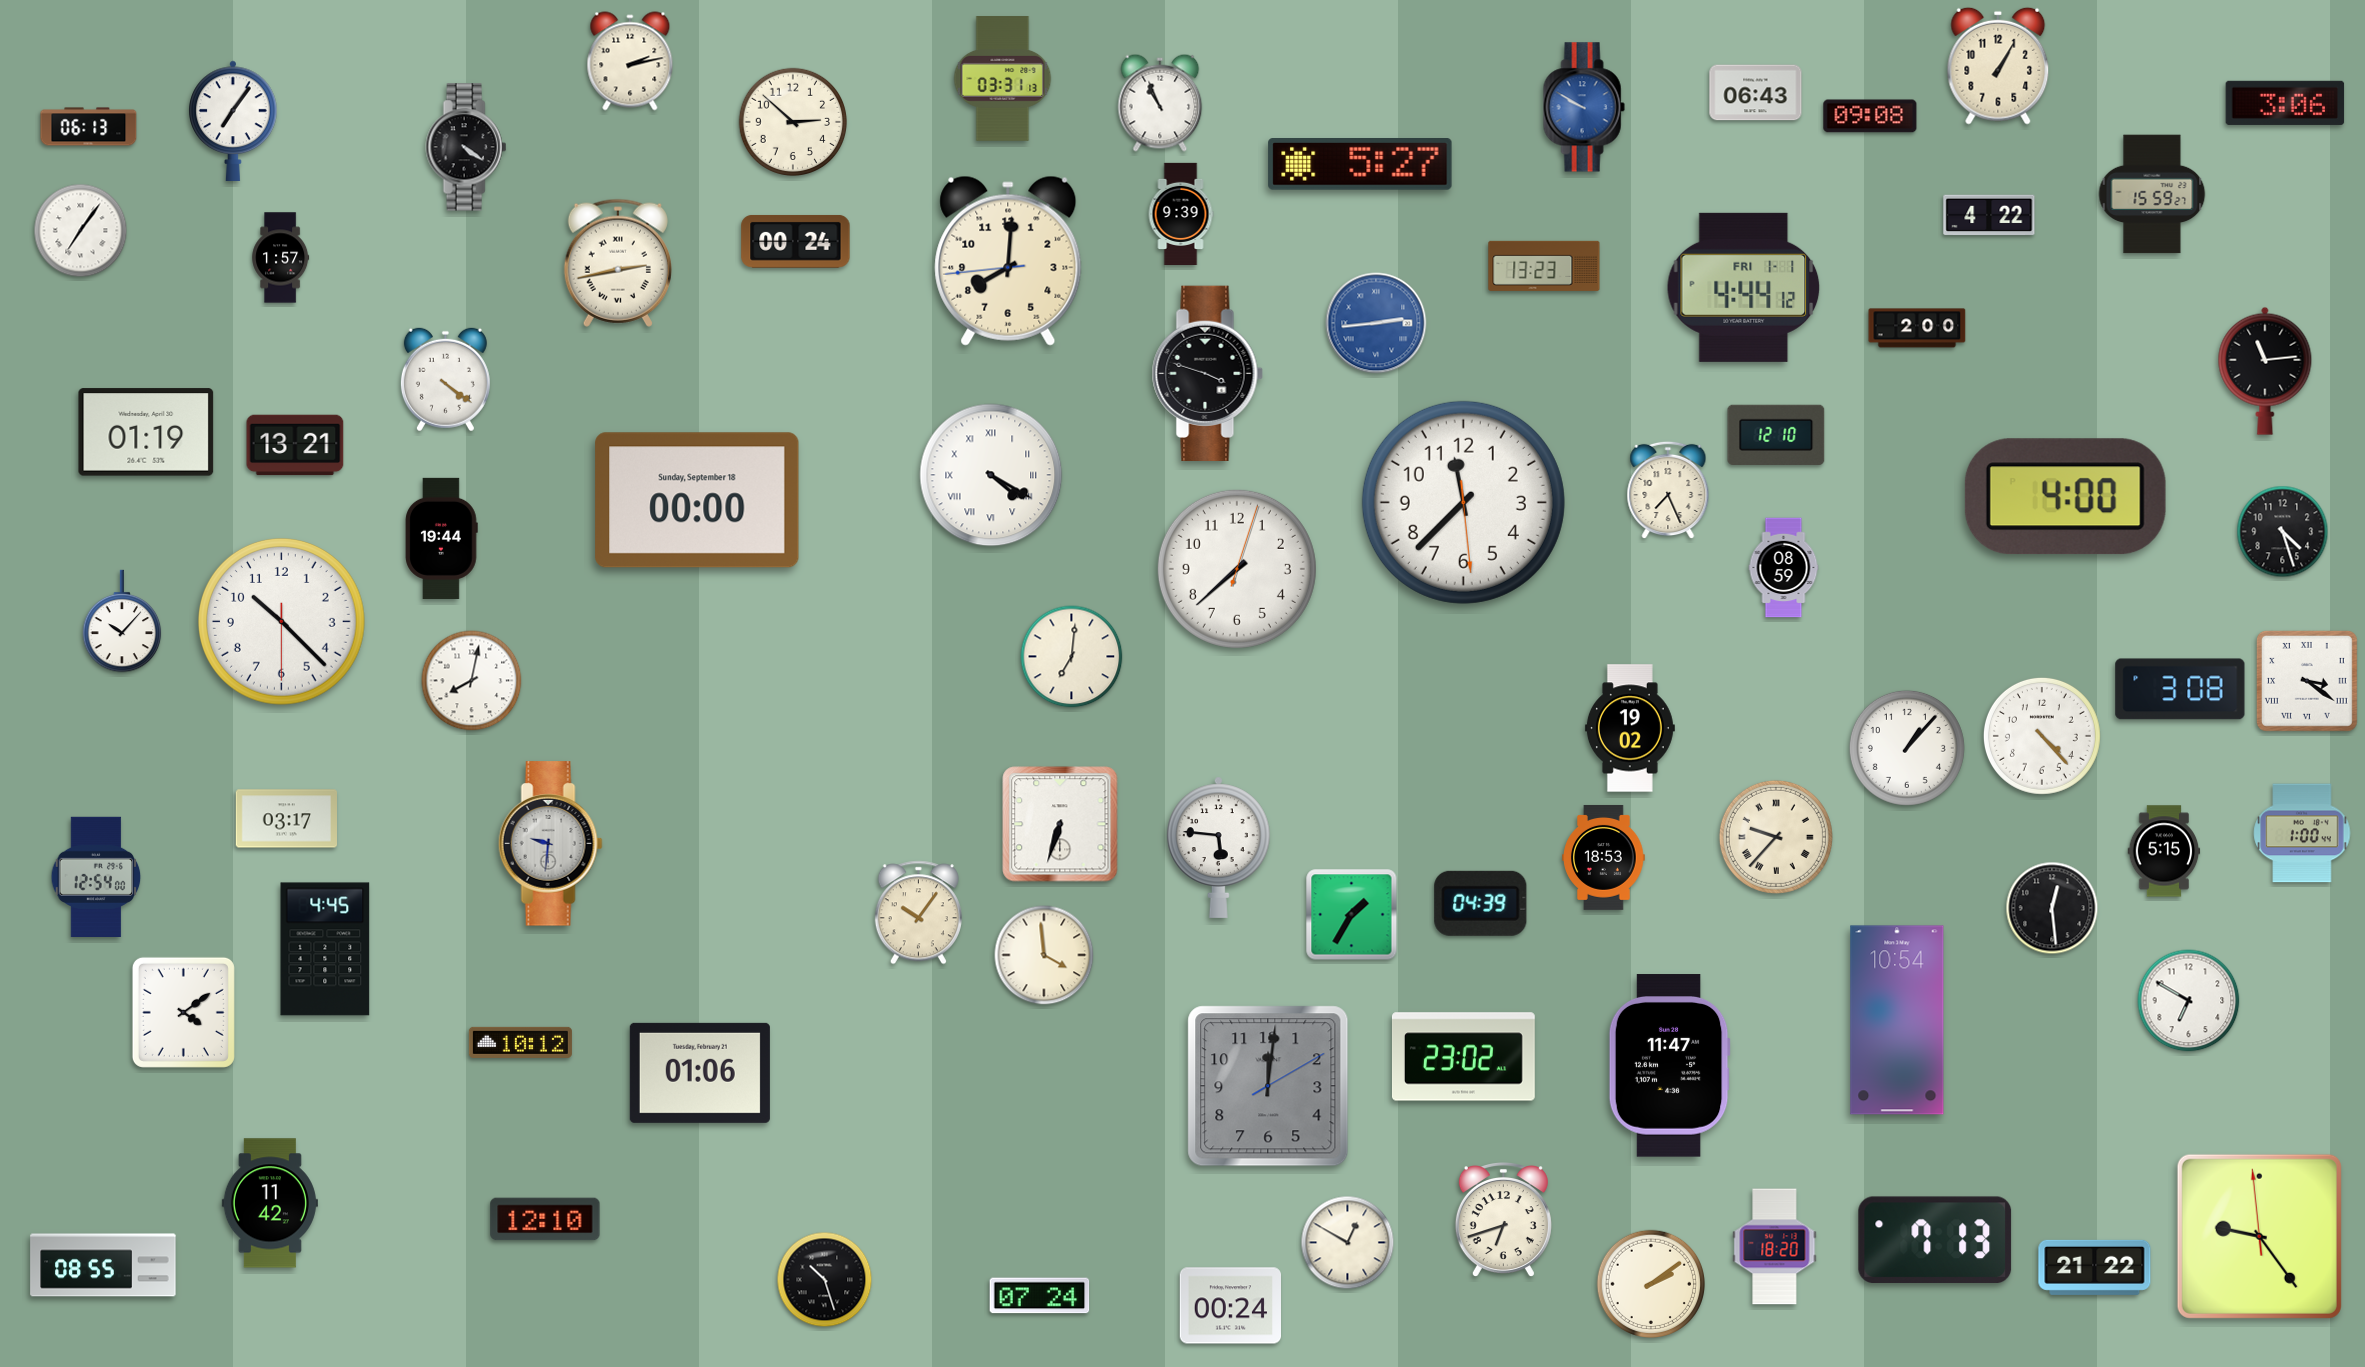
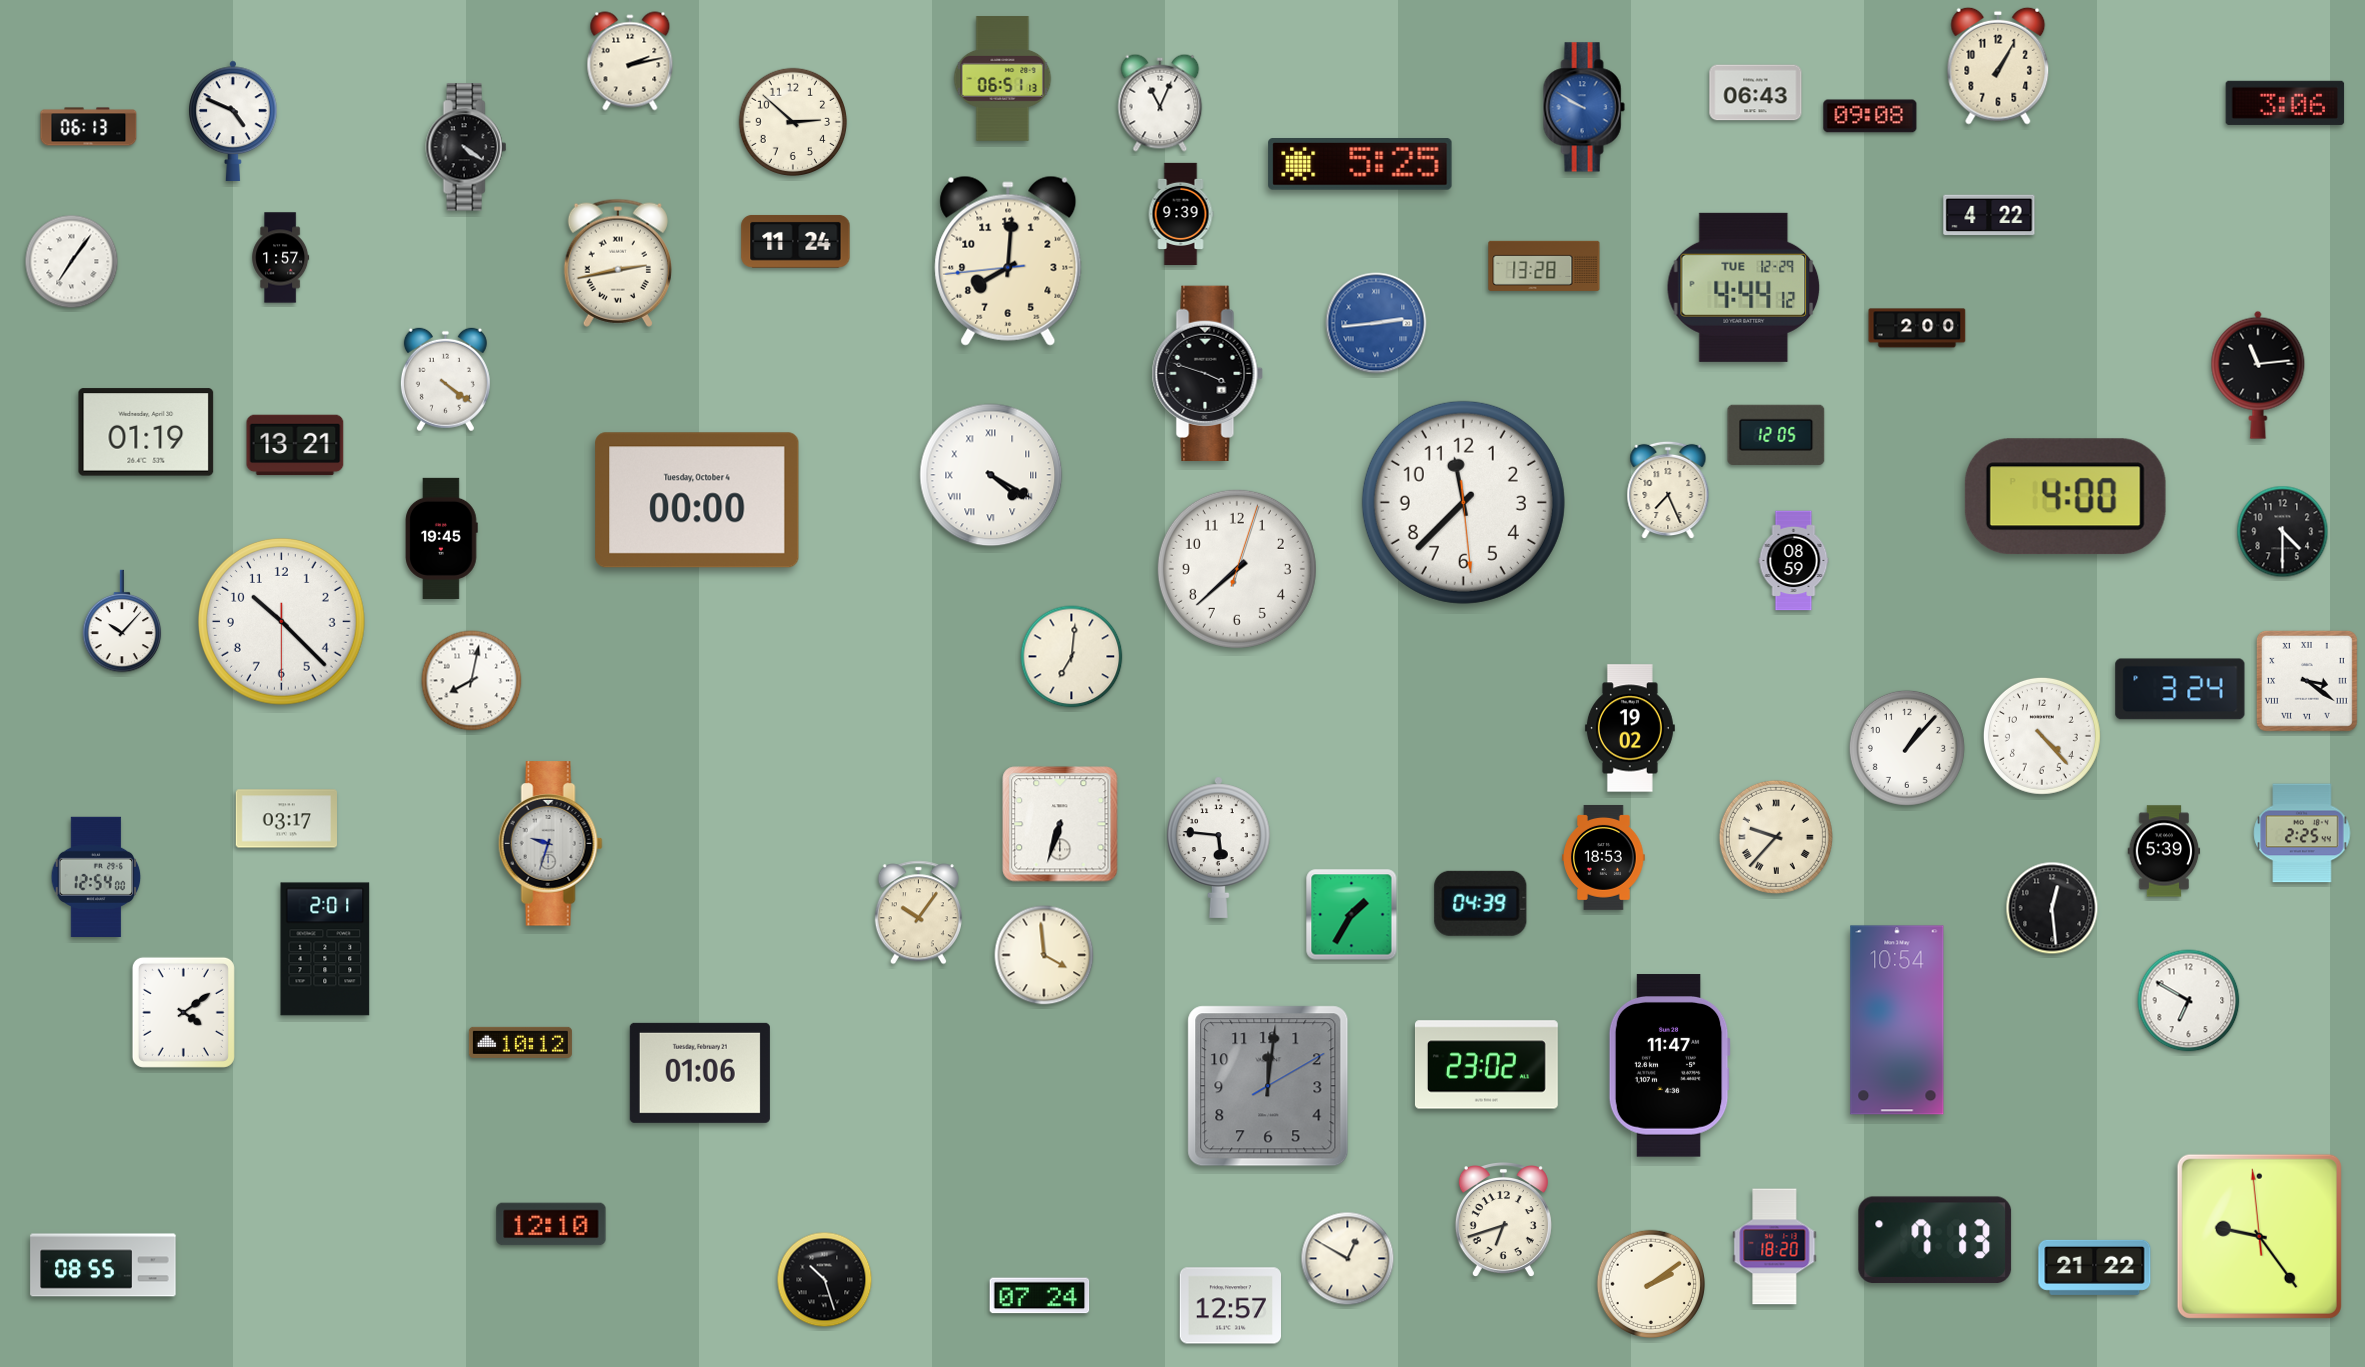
clock at (1003, 79): 03:31 -> 06:51
clock at (1160, 103): 10:56 -> 11:04
clock at (234, 120): 7:06 -> 4:49
clock at (1360, 165): 5:27 -> 5:25
clock at (2152, 194): 15:59 -> none
clock at (81, 231) position: (81, 231) -> (72, 262)
clock at (796, 241): 00:24 -> 11:24
clock at (1544, 266): 13:23 -> 13:28
clock at (1744, 287) date: FRI 1-1 -> TUE 12-29
clock at (2265, 371) position: (2265, 371) -> (2258, 375)
clock at (1776, 435): 12:10 -> 12:05
clock at (697, 500) date: Sunday, September 18 -> Tuesday, October 4
clock at (2283, 532): 4:27 -> 4:30
clock at (442, 538): 19:44 -> 19:45
clock at (1784, 568) position: (1784, 568) -> (1794, 561)
clock at (2180, 689): 3:08 -> 3:24
clock at (2302, 833): 1:00 -> 2:25
clock at (550, 844): 9:31 -> 9:33
clock at (2164, 851): 5:15 -> 5:39
clock at (325, 949): 4:45 -> 2:01
clock at (1463, 1057) position: (1463, 1057) -> (1486, 1065)
clock at (270, 1203): 11:42 -> none
clock at (545, 1219) position: (545, 1219) -> (551, 1224)
clock at (1348, 1243) position: (1348, 1243) -> (1348, 1259)
clock at (1230, 1306): 00:24 -> 12:57
